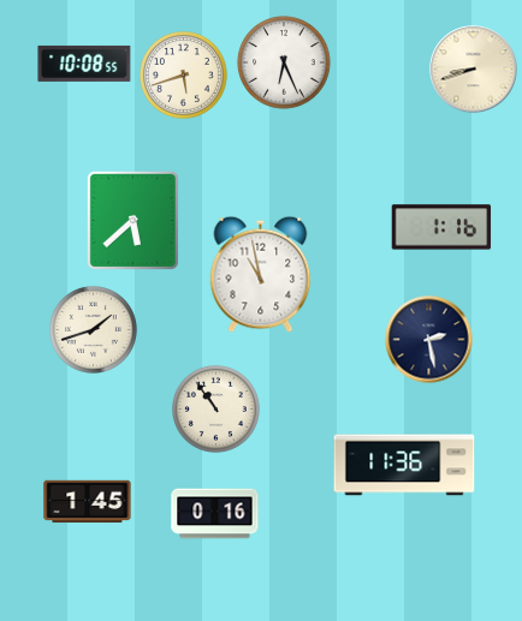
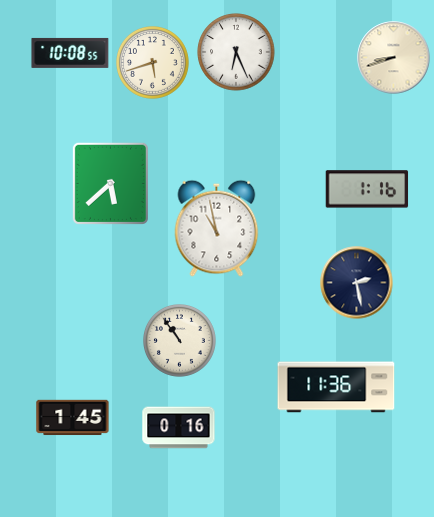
clock at (94, 330): 1:42 -> none
